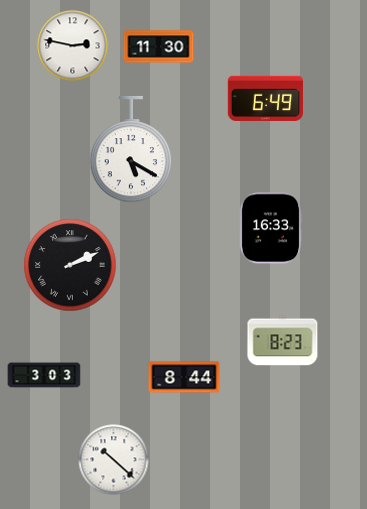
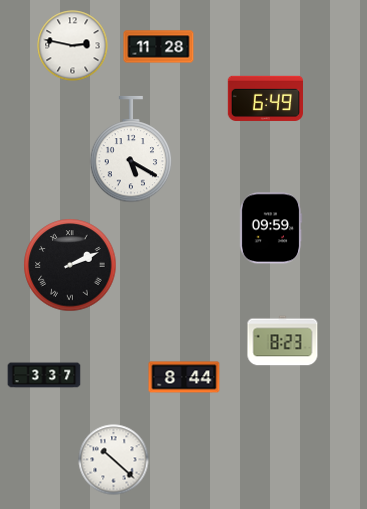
clock at (159, 47): 11:30 -> 11:28
clock at (271, 228): 16:33 -> 09:59
clock at (44, 375): 3:03 -> 3:37
